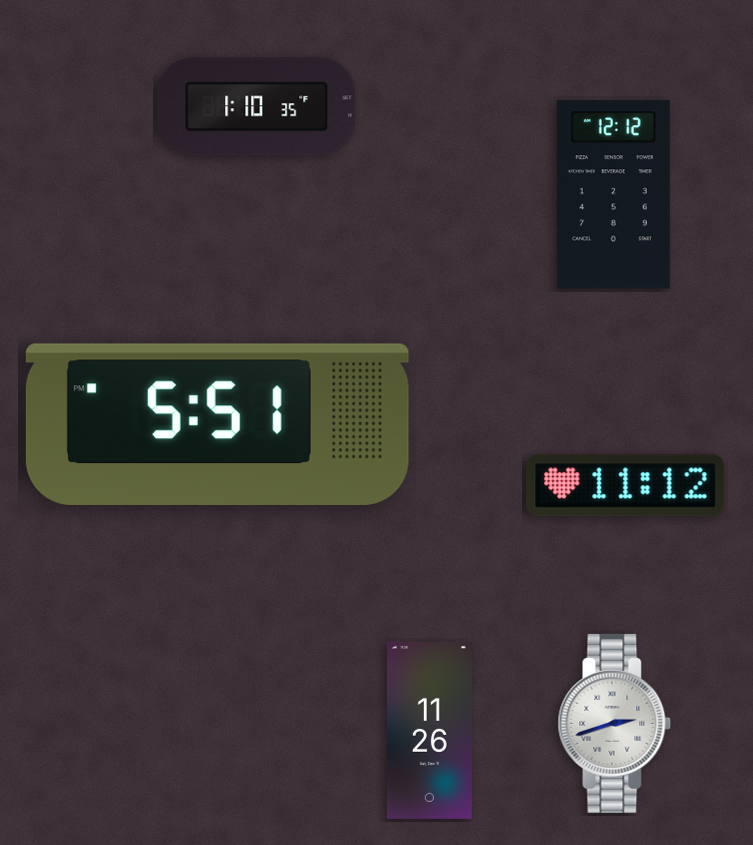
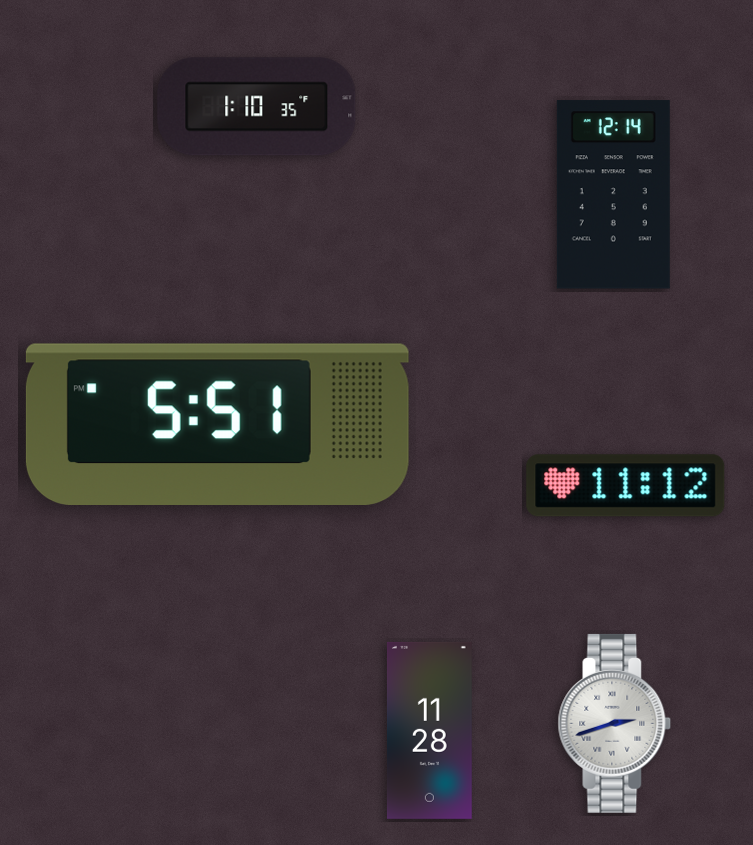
clock at (613, 195): 12:12 -> 12:14
clock at (429, 730): 11:26 -> 11:28
